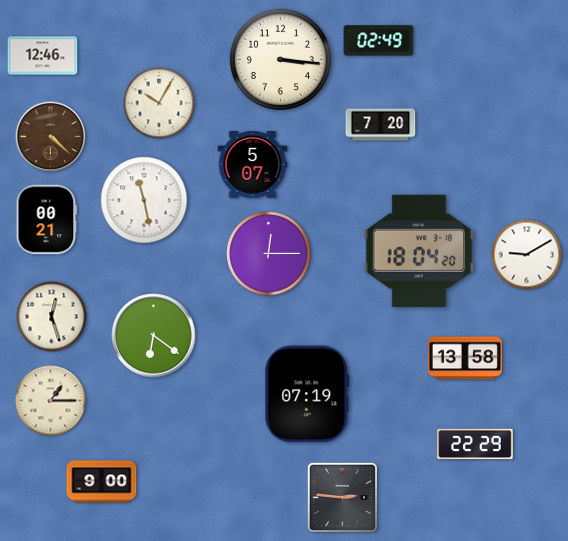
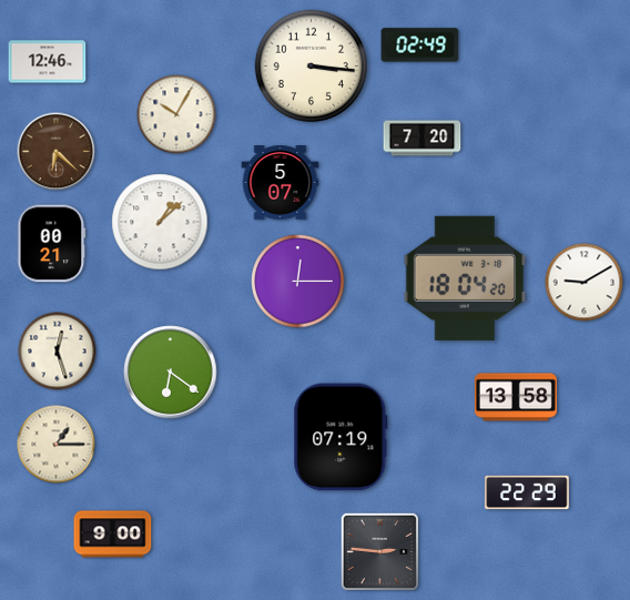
clock at (51, 137): 4:22 -> 6:22
clock at (144, 200): 11:28 -> 1:08
